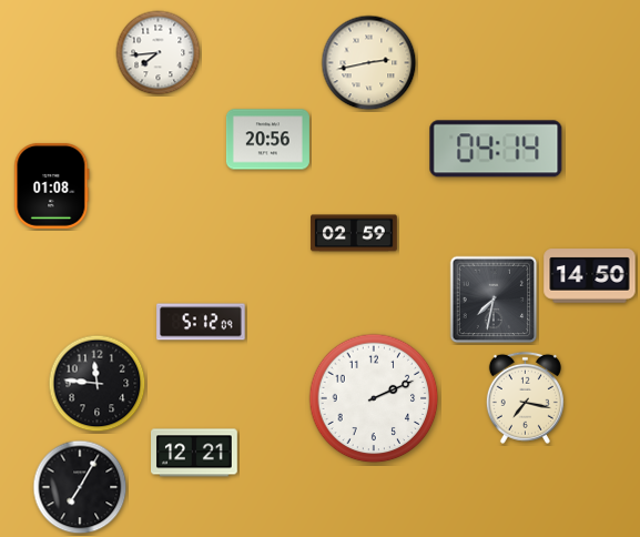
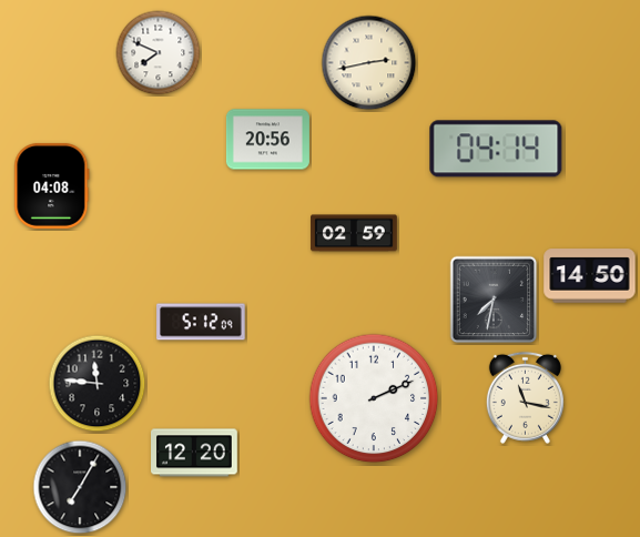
clock at (159, 53): 7:44 -> 7:49
clock at (52, 185): 01:08 -> 04:08
clock at (525, 397): 7:17 -> 11:17
clock at (195, 453): 12:21 -> 12:20
